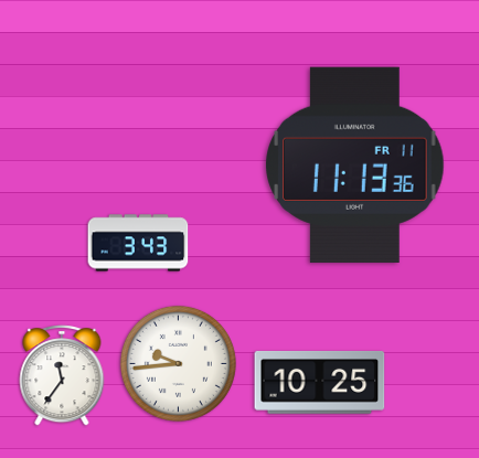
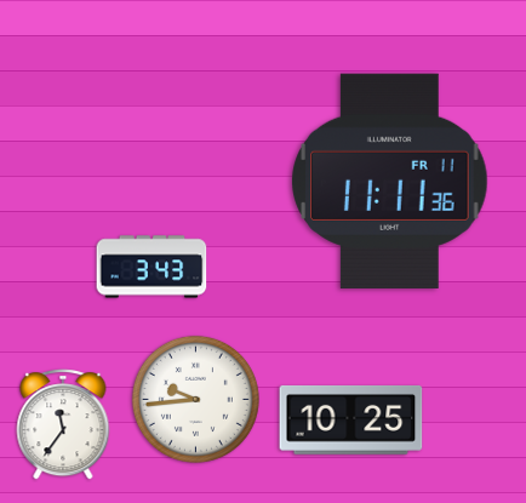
clock at (355, 164): 11:13 -> 11:11
clock at (62, 375) position: (62, 375) -> (63, 424)
